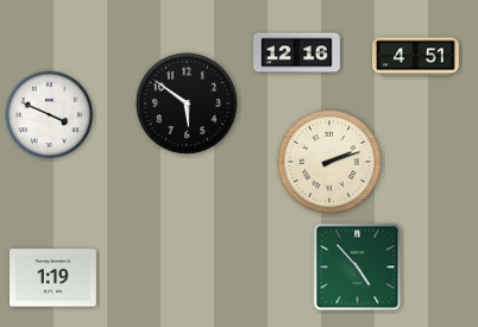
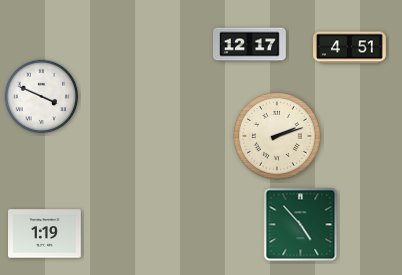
clock at (297, 54): 12:16 -> 12:17
clock at (187, 103): 5:51 -> none
